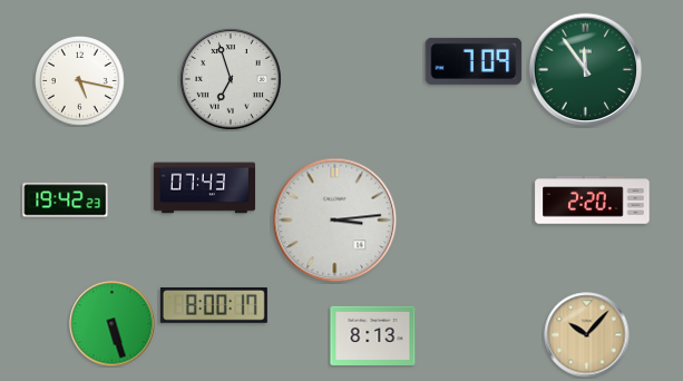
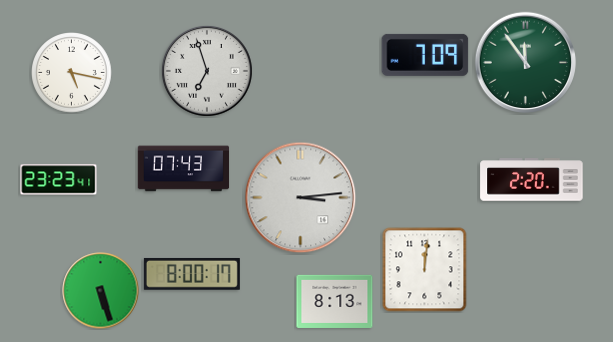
clock at (66, 201): 19:42 -> 23:23
clock at (425, 270): none -> 12:01
clock at (587, 335): 10:07 -> none
